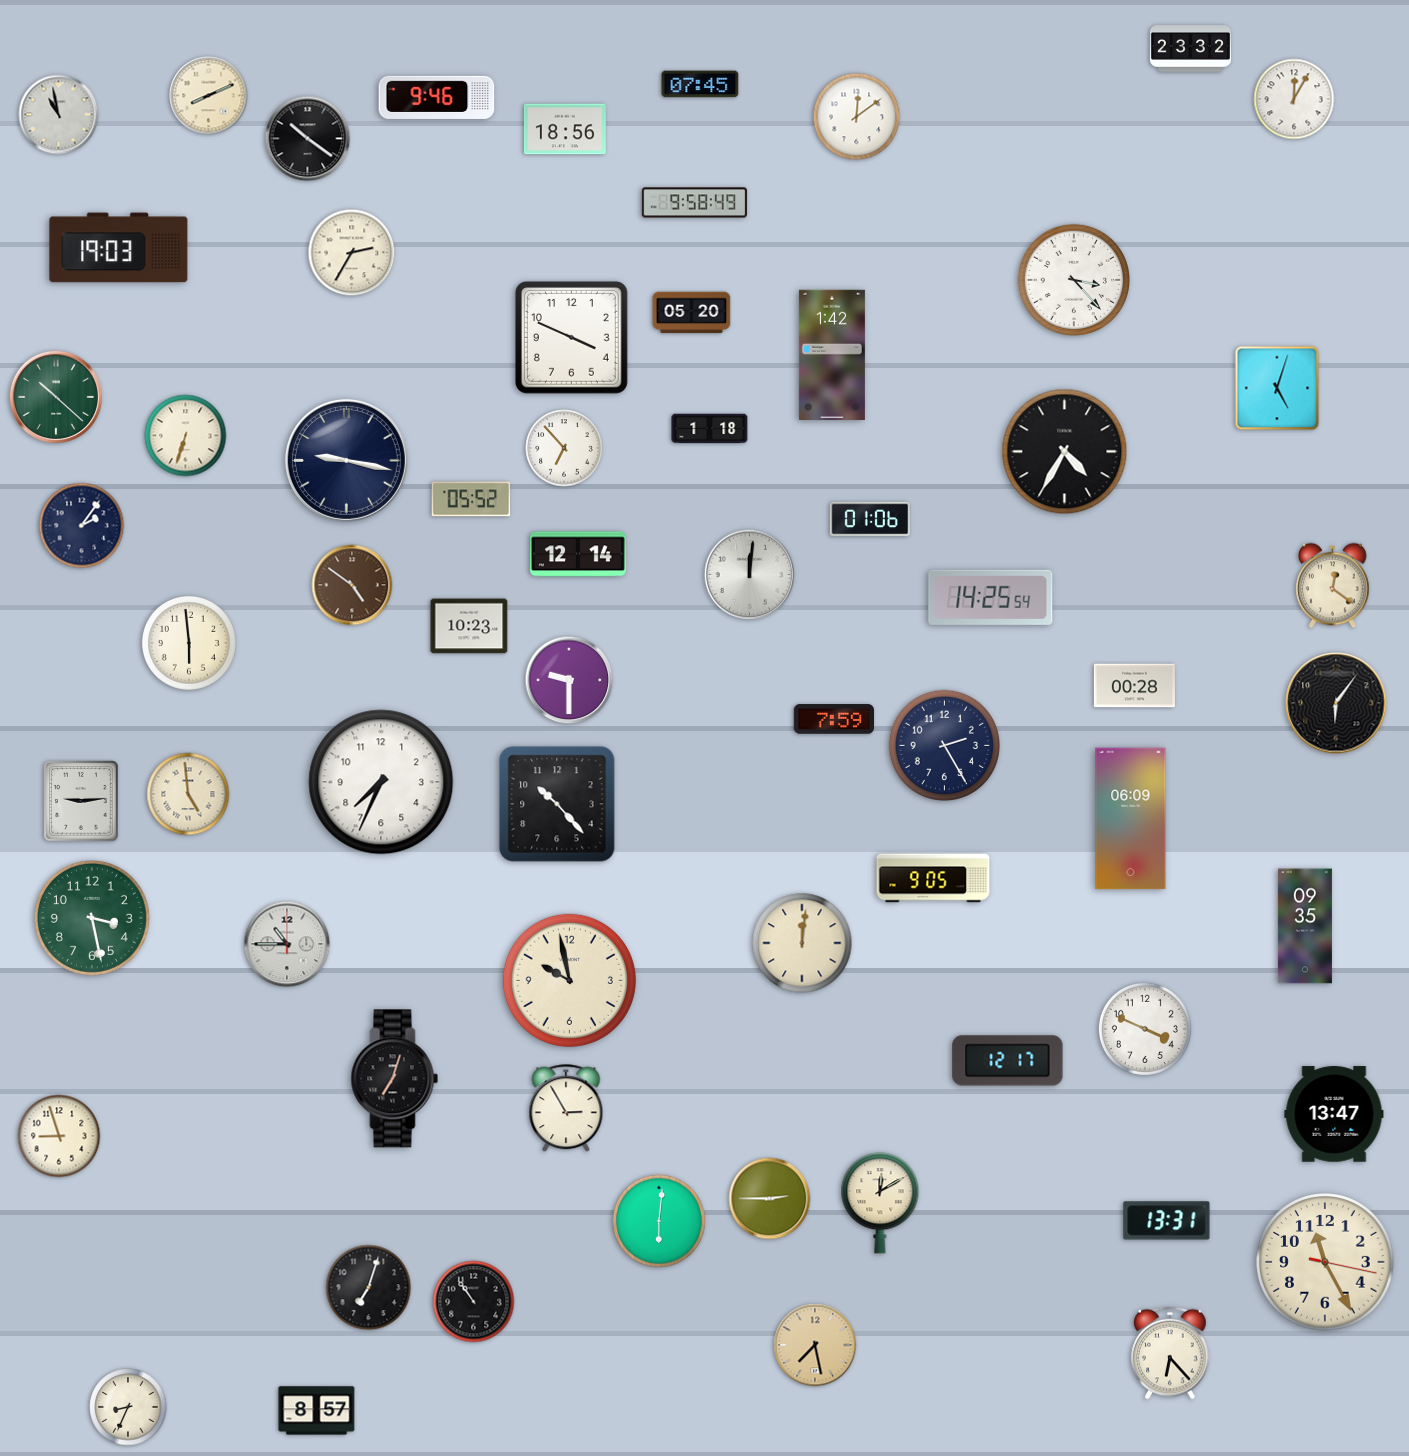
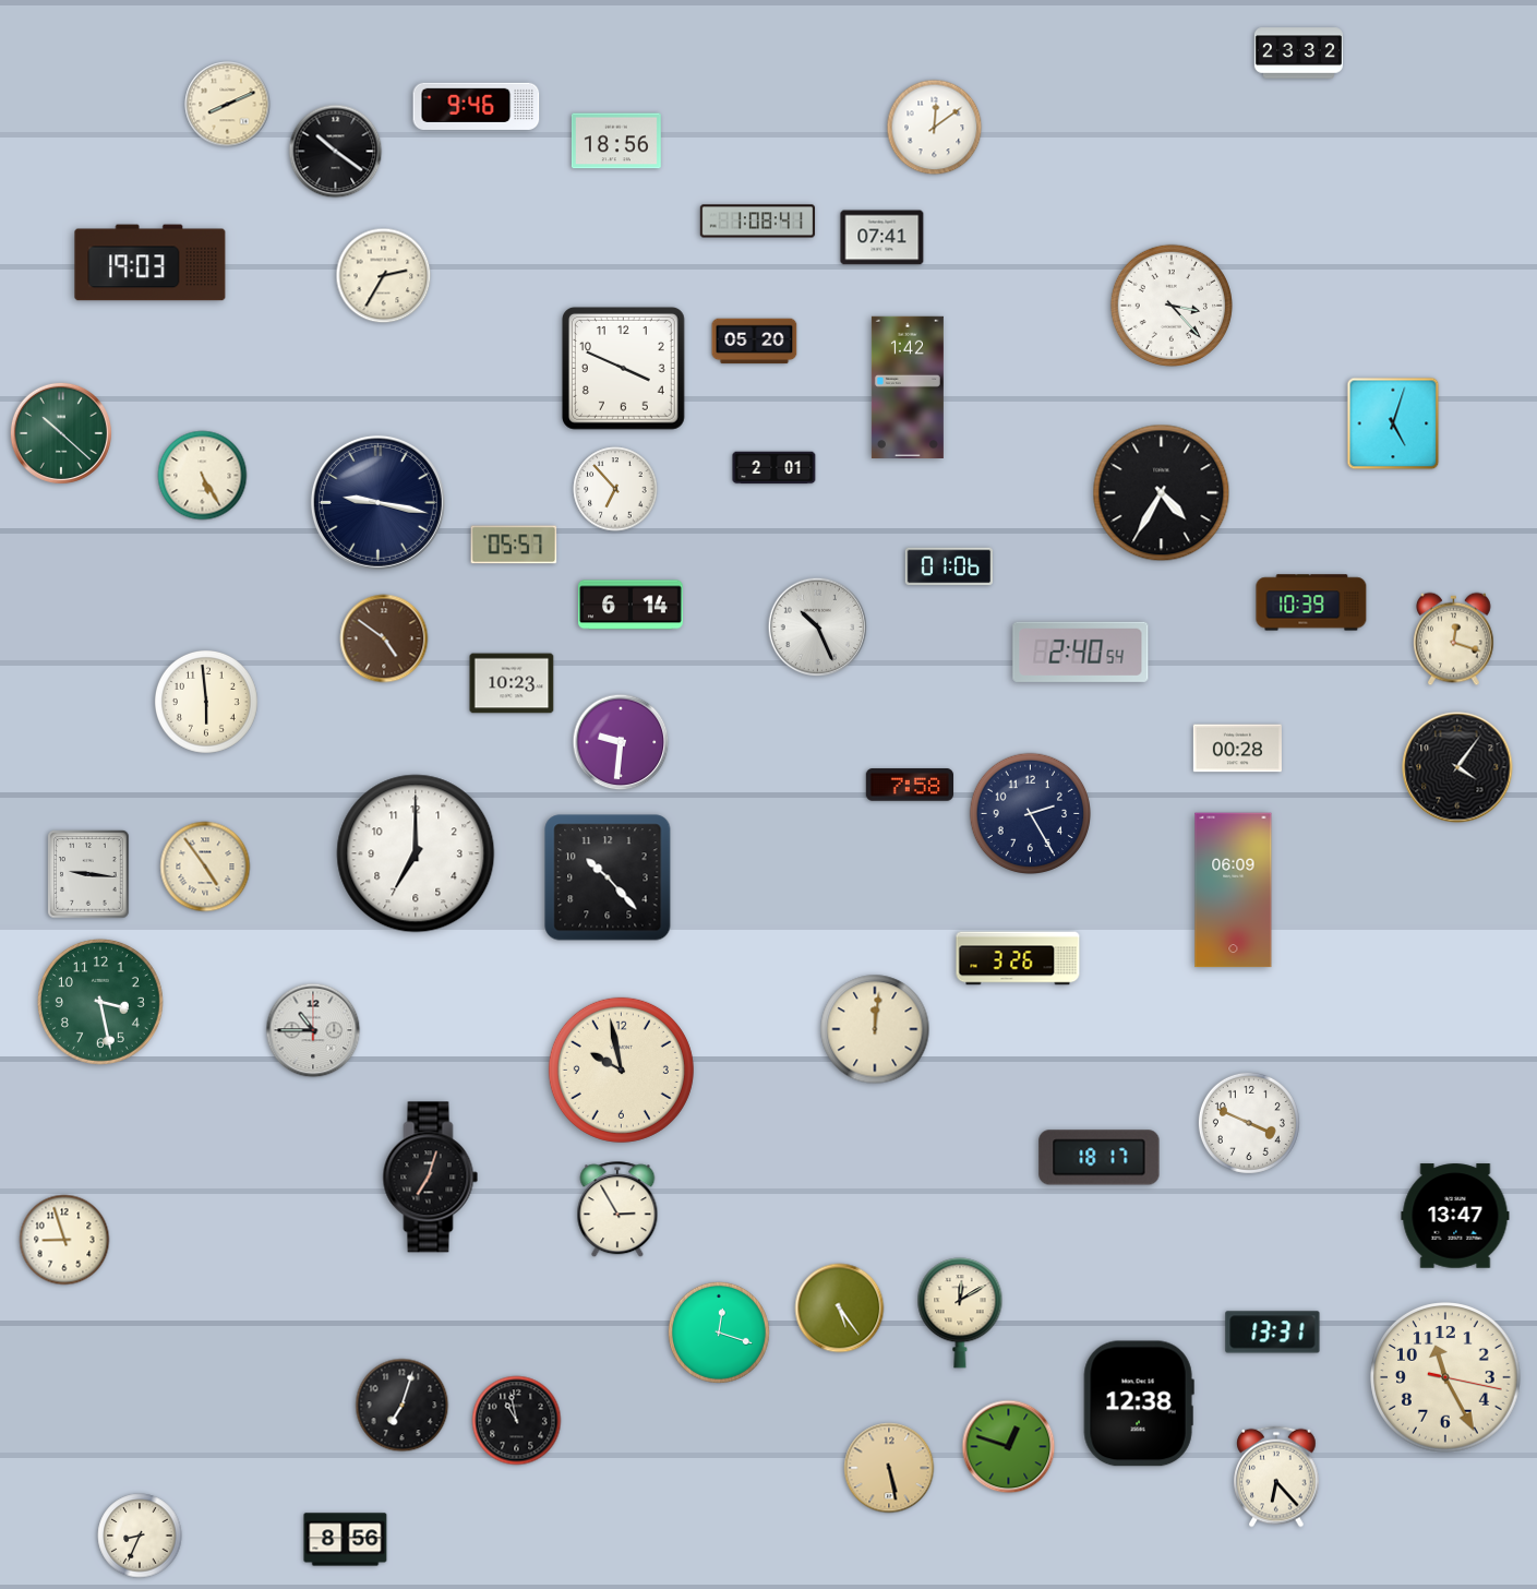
clock at (700, 84): 07:45 -> none
clock at (1294, 99): 12:05 -> none
clock at (59, 115): 10:58 -> none
clock at (695, 203): 9:58 -> 1:08
clock at (882, 238): none -> 07:41
clock at (119, 248) position: (119, 248) -> (151, 263)
clock at (710, 429): 1:18 -> 2:01
clock at (186, 436): 6:33 -> 5:25
clock at (471, 499): 05:52 -> 05:57
clock at (82, 526): 2:06 -> none
clock at (1311, 602): none -> 10:39
clock at (578, 554): 12:14 -> 6:14
clock at (750, 575): 12:01 -> 10:26
clock at (1333, 586): 12:21 -> 12:18
clock at (991, 597): 14:25 -> 2:40
clock at (569, 680): 9:30 -> 9:31
clock at (1336, 703): 6:06 -> 4:06
clock at (833, 719): 7:59 -> 7:58
clock at (381, 782): 7:34 -> 7:00
clock at (188, 794): 4:59 -> 4:54
clock at (81, 801): 9:14 -> 9:16
clock at (1131, 819) position: (1131, 819) -> (1234, 891)
clock at (933, 878): 9:05 -> 3:26
clock at (1305, 926): 09:35 -> none
clock at (1008, 1061): 12:17 -> 18:17
clock at (770, 1199): 2:45 -> 5:24
clock at (659, 1221): 6:01 -> 12:18
clock at (1139, 1403): none -> 12:38
clock at (474, 1302): 10:54 -> 10:58
clock at (1009, 1447): none -> 12:48
clock at (815, 1345): 7:28 -> 5:28
clock at (317, 1411): 8:57 -> 8:56
